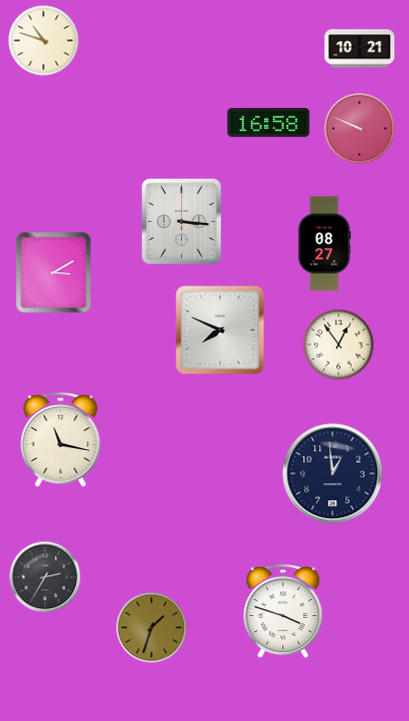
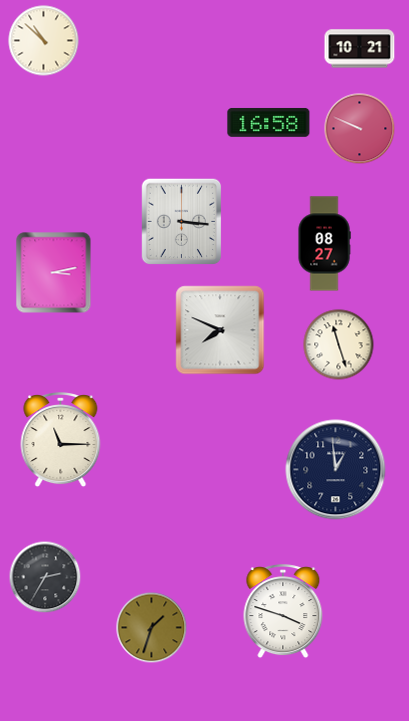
clock at (44, 41): 10:48 -> 10:52
clock at (54, 273): 3:10 -> 3:13
clock at (339, 345): 12:54 -> 11:27
clock at (61, 441): 11:17 -> 11:15
clock at (333, 474) position: (333, 474) -> (336, 470)
